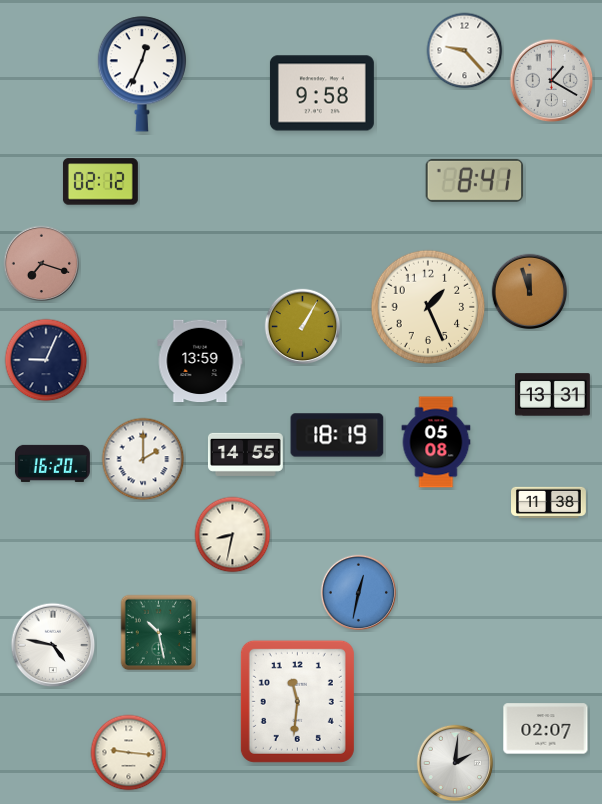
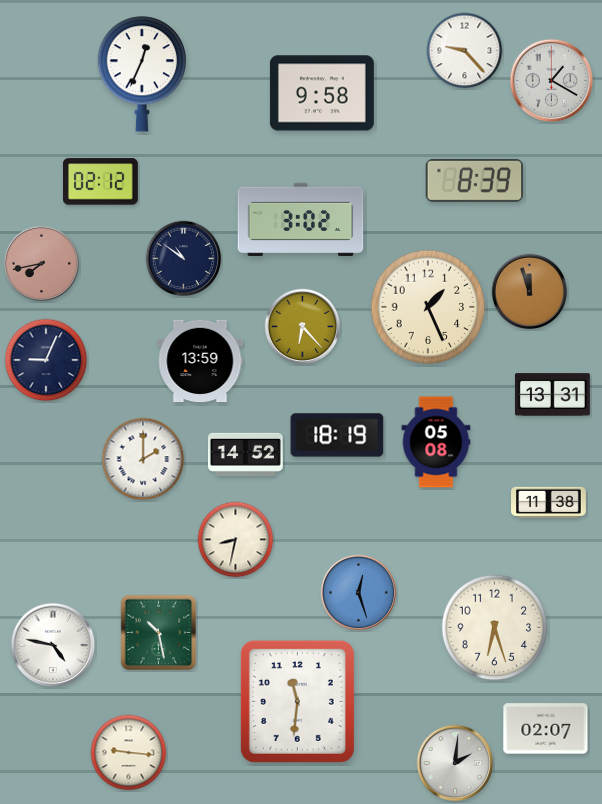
clock at (475, 180): 8:41 -> 8:39
clock at (301, 220): none -> 3:02
clock at (184, 259): none -> 10:51
clock at (42, 264): 7:18 -> 7:43
clock at (303, 327): 1:05 -> 6:23
clock at (245, 454): 14:55 -> 14:52
clock at (52, 463): 16:20 -> none
clock at (233, 535) position: (233, 535) -> (236, 540)
clock at (359, 593): 12:32 -> 12:27
clock at (495, 628): none -> 6:27
